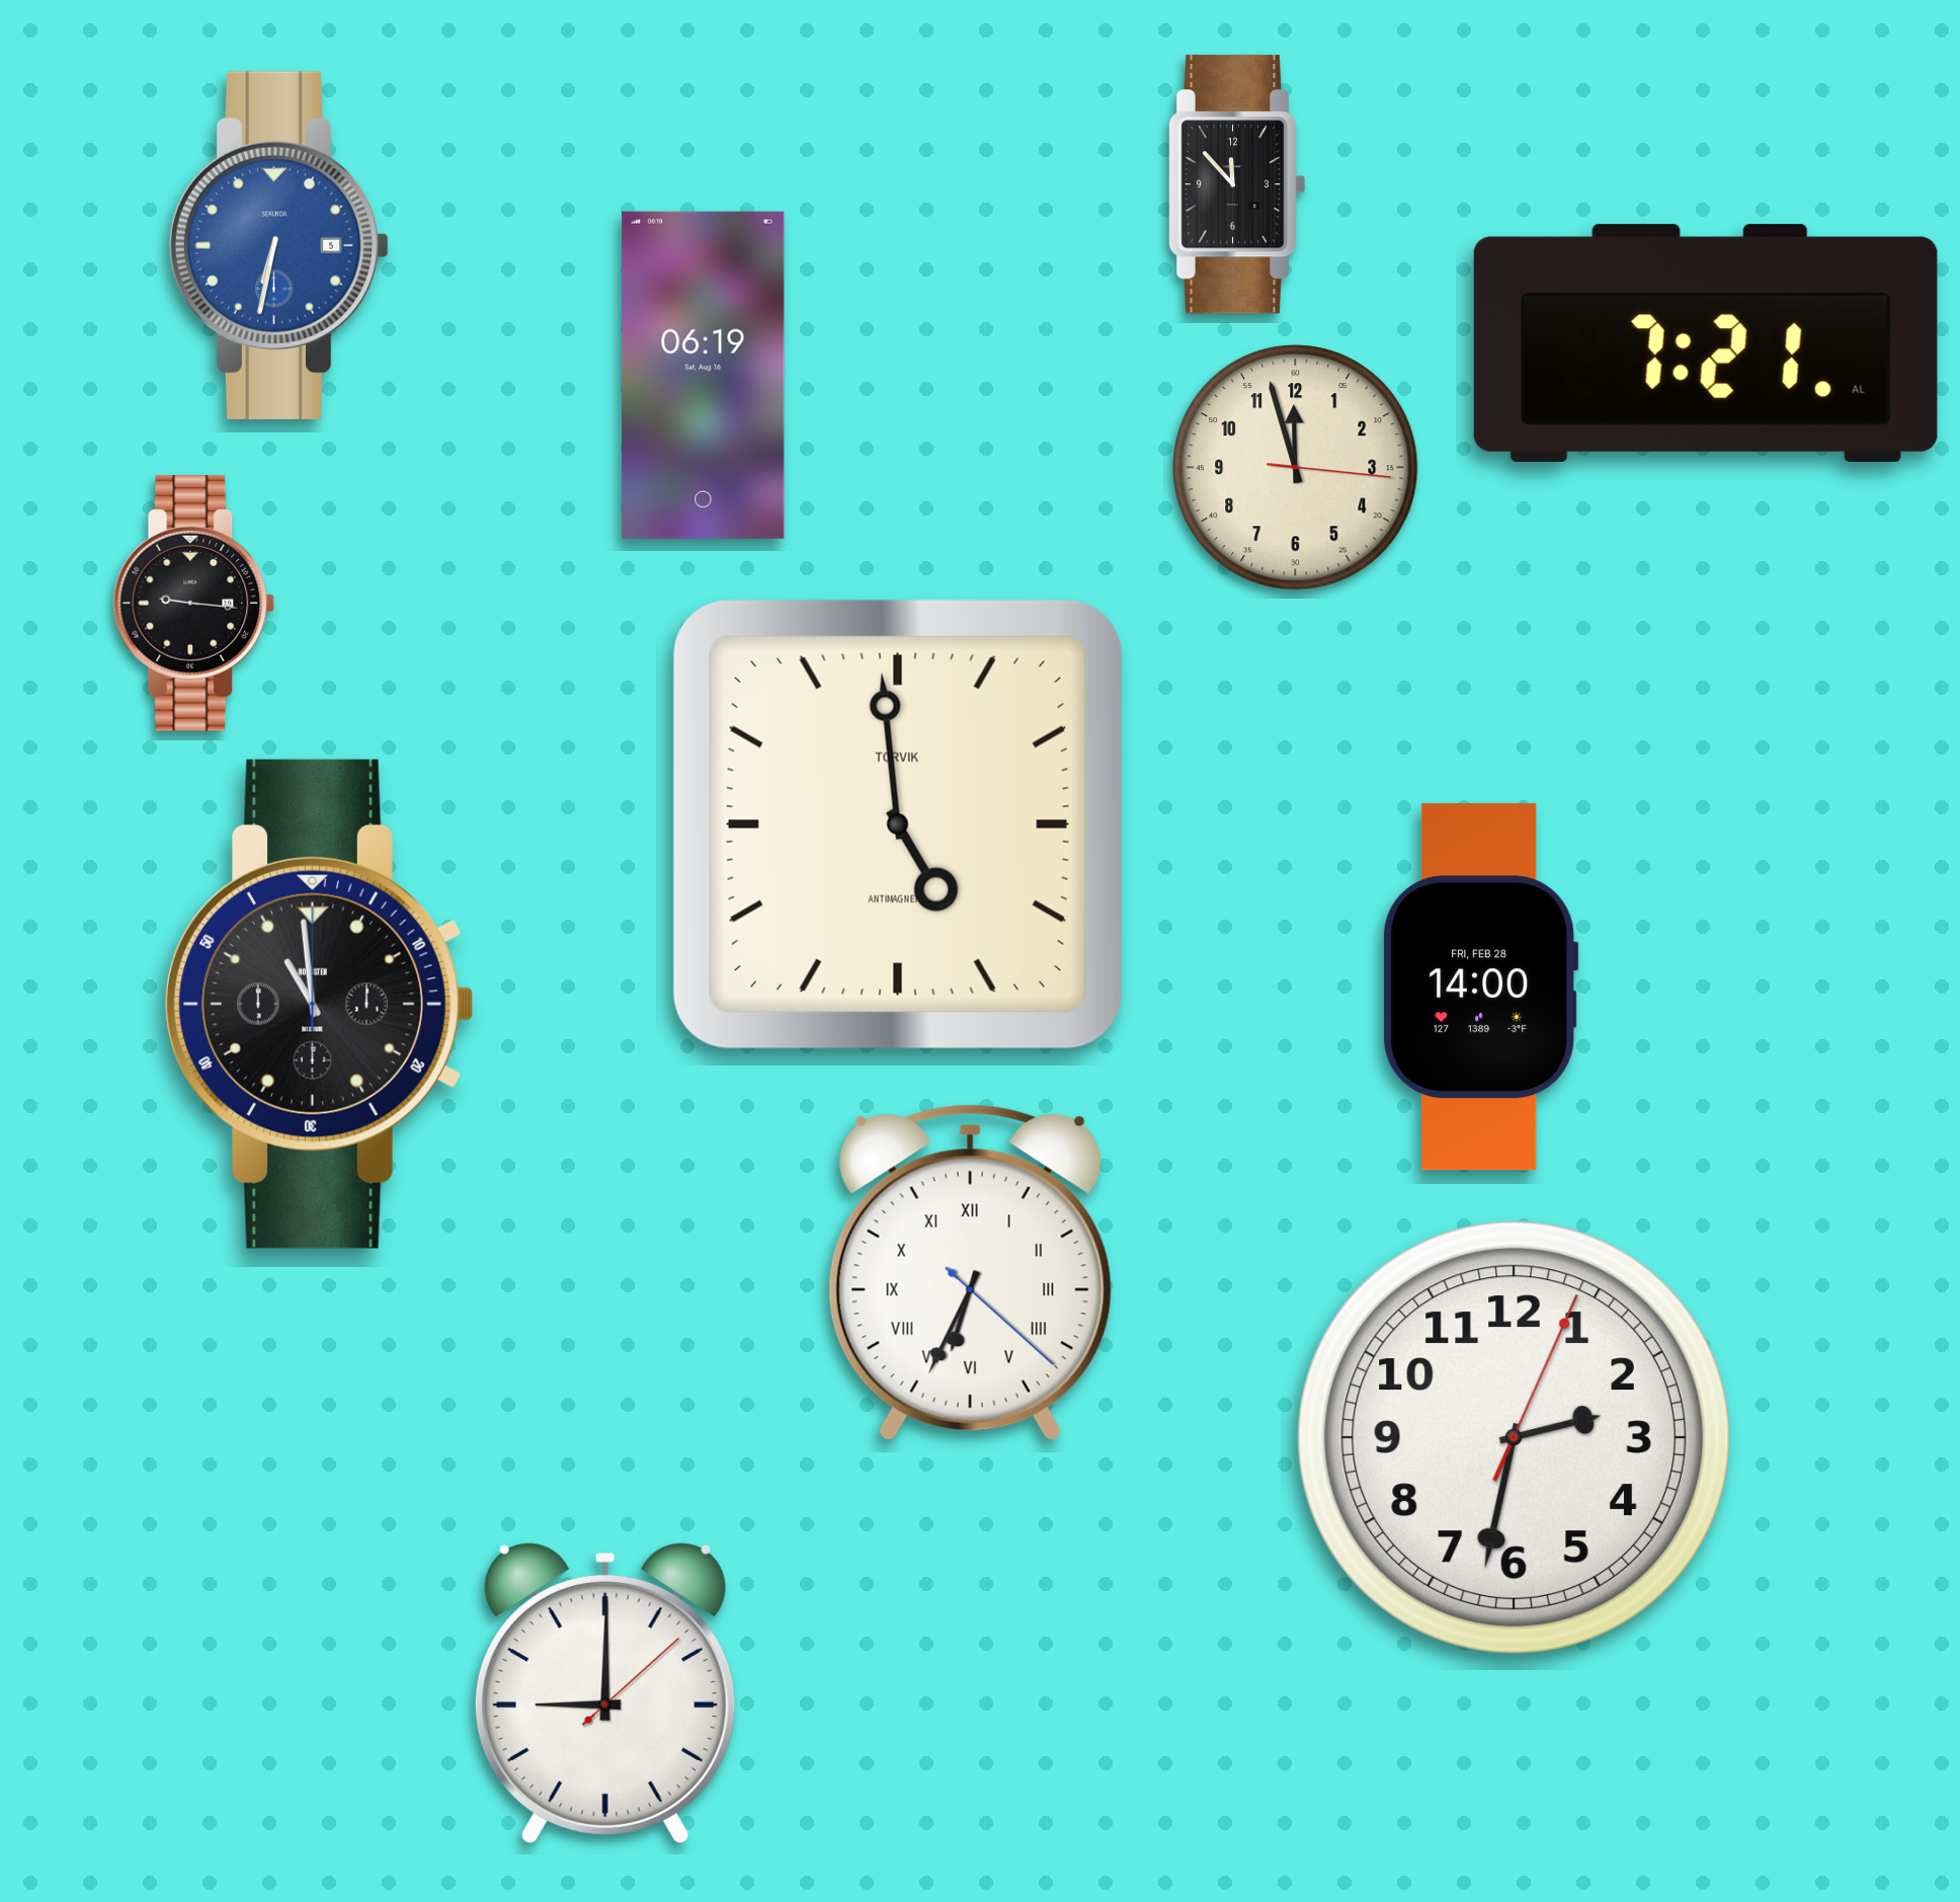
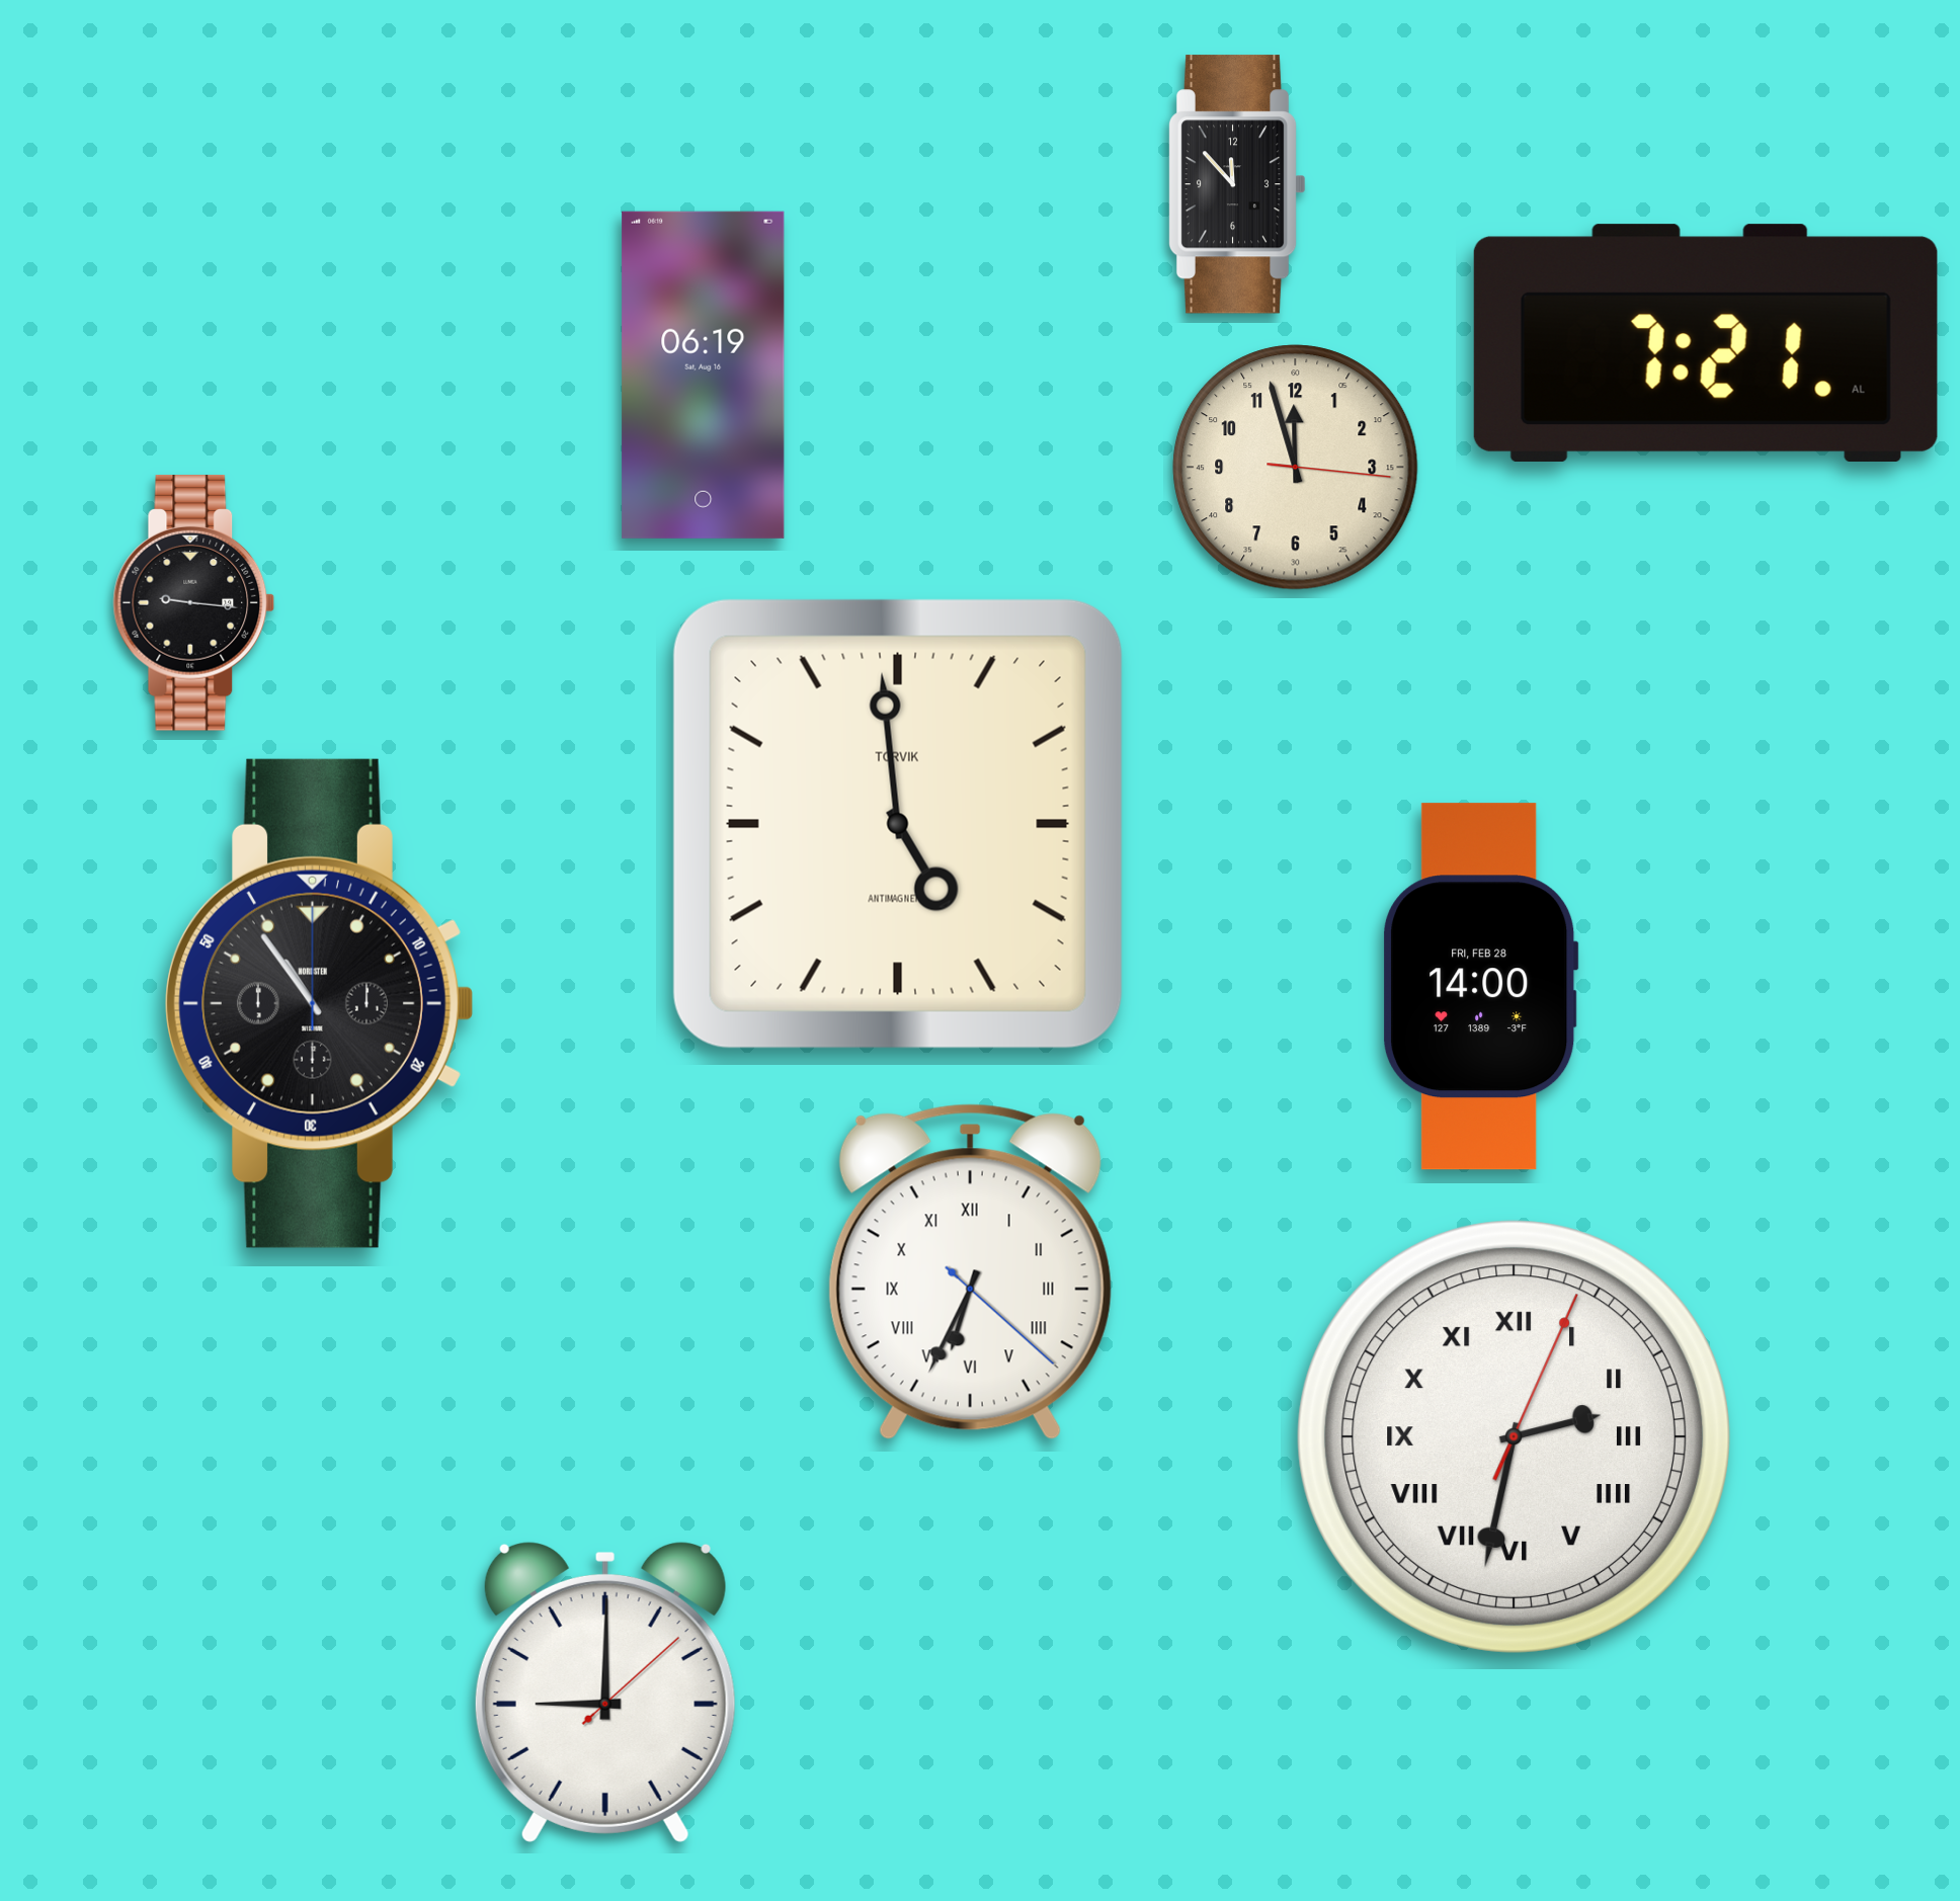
clock at (279, 245): 6:32 -> none
clock at (320, 1004): 10:59 -> 10:54
clock at (1514, 1437) numerals: Arabic -> Roman
